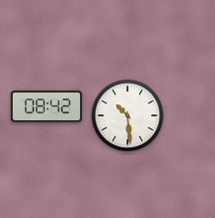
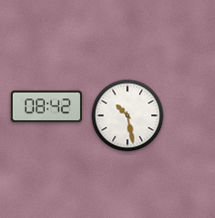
clock at (128, 116): 10:29 -> 10:28
